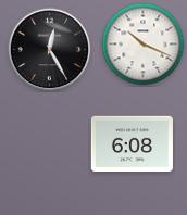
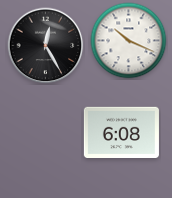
clock at (144, 45) position: (144, 45) -> (129, 41)
